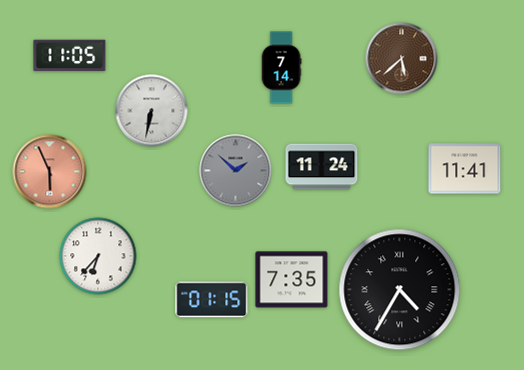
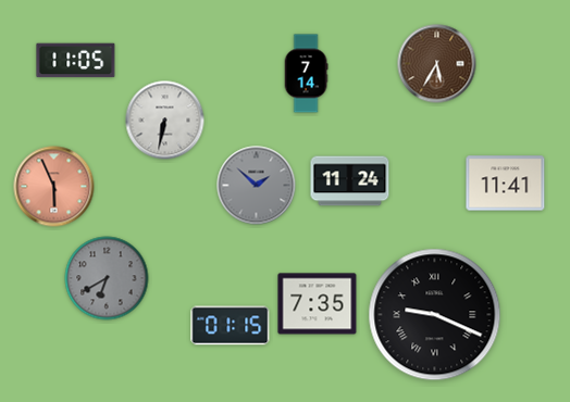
clock at (402, 59): 5:38 -> 5:35
clock at (98, 256): 6:37 -> 6:40
clock at (98, 256) dial: white -> grey
clock at (400, 290): 4:35 -> 9:19
